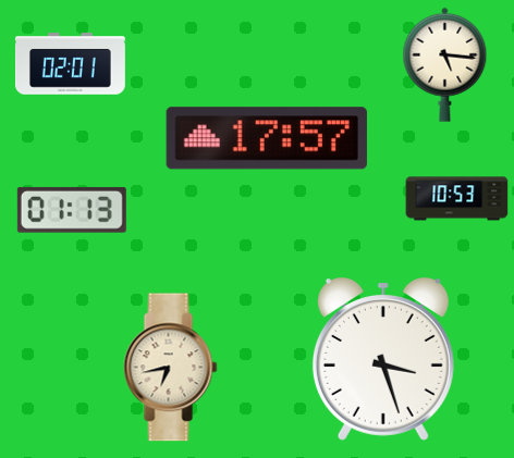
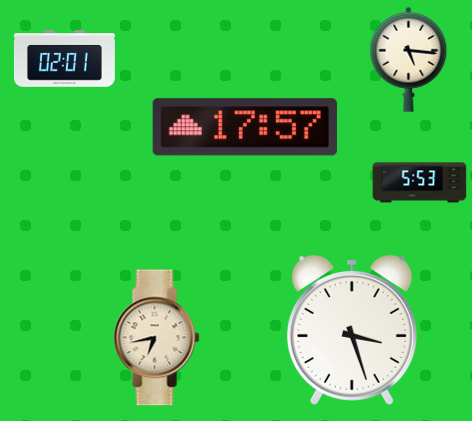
clock at (457, 199): 10:53 -> 5:53
clock at (72, 210): 01:13 -> none
